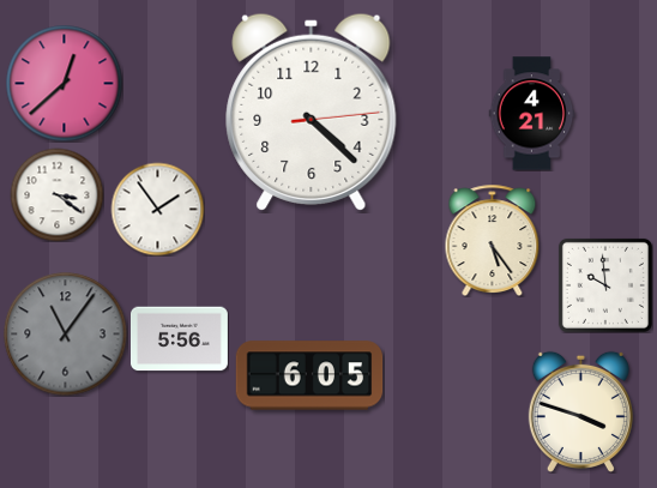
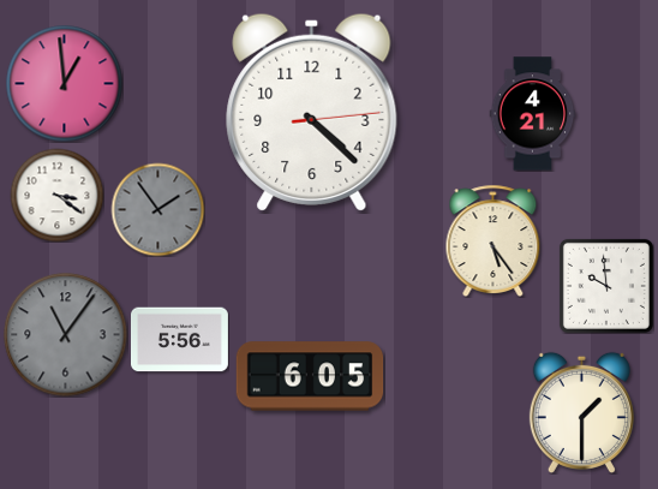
clock at (64, 83): 12:38 -> 12:59
clock at (157, 209) dial: white -> grey
clock at (580, 411): 3:48 -> 1:30
